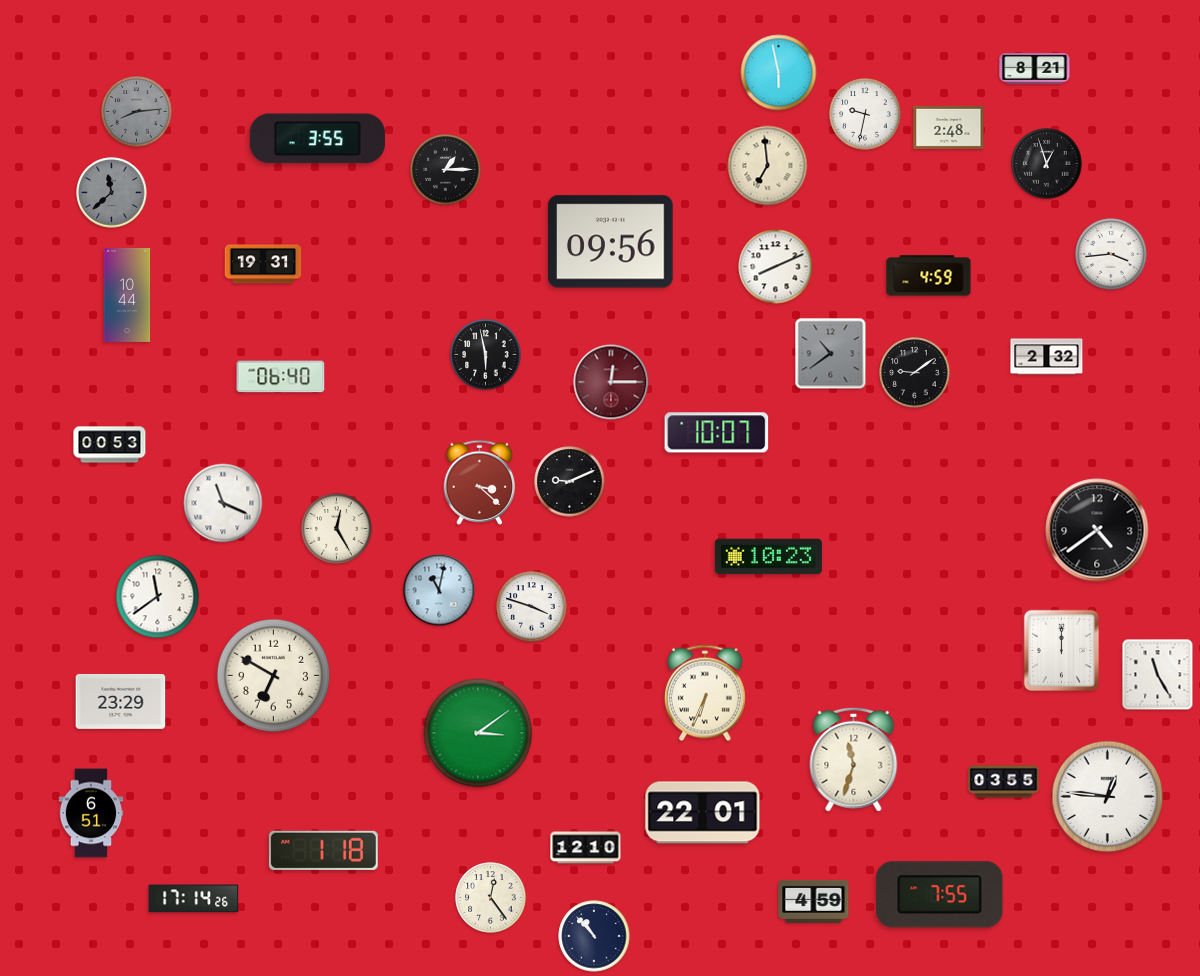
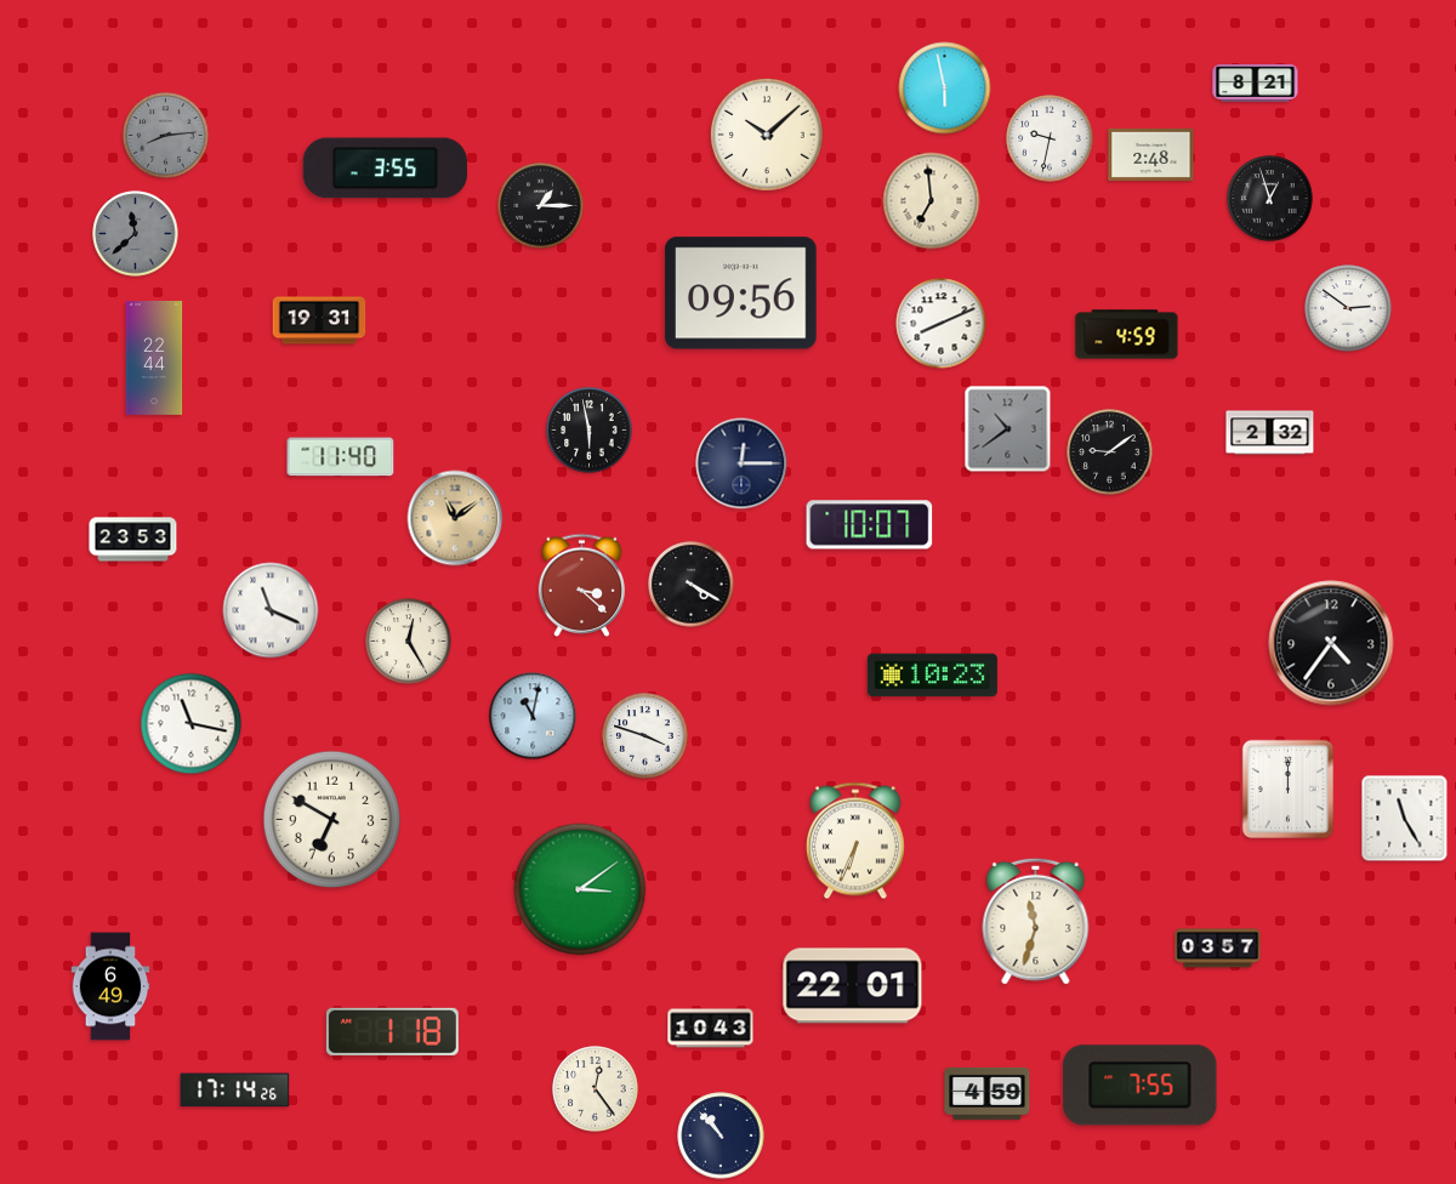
clock at (767, 135): none -> 10:08
clock at (1111, 254): 3:44 -> 2:51
clock at (127, 295): 10:44 -> 22:44
clock at (281, 377): 06:40 -> 11:40
clock at (611, 382) dial: burgundy -> navy
clock at (455, 518): none -> 11:09
clock at (110, 445): 00:53 -> 23:53
clock at (570, 482): 9:11 -> 4:20
clock at (1097, 530): 4:39 -> 4:36
clock at (158, 597): 11:39 -> 11:17
clock at (121, 701): 23:29 -> none
clock at (1004, 782): 03:55 -> 03:57
clock at (1108, 797): 12:46 -> none
clock at (91, 813): 6:51 -> 6:49
clock at (586, 848): 12:10 -> 10:43
